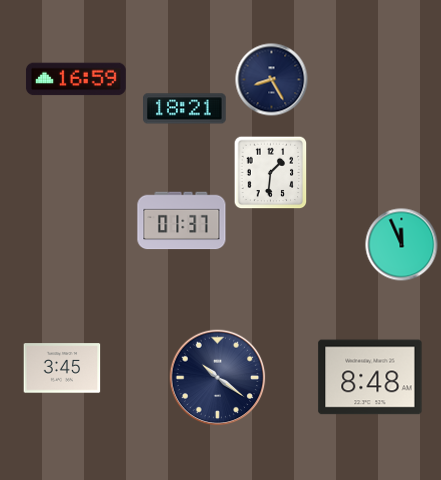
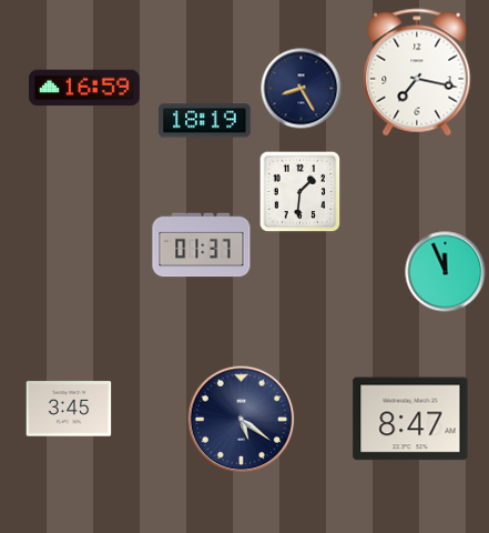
clock at (417, 72): none -> 7:17
clock at (185, 109): 18:21 -> 18:19
clock at (370, 377): 8:48 -> 8:47
clock at (218, 378): 10:21 -> 5:21
